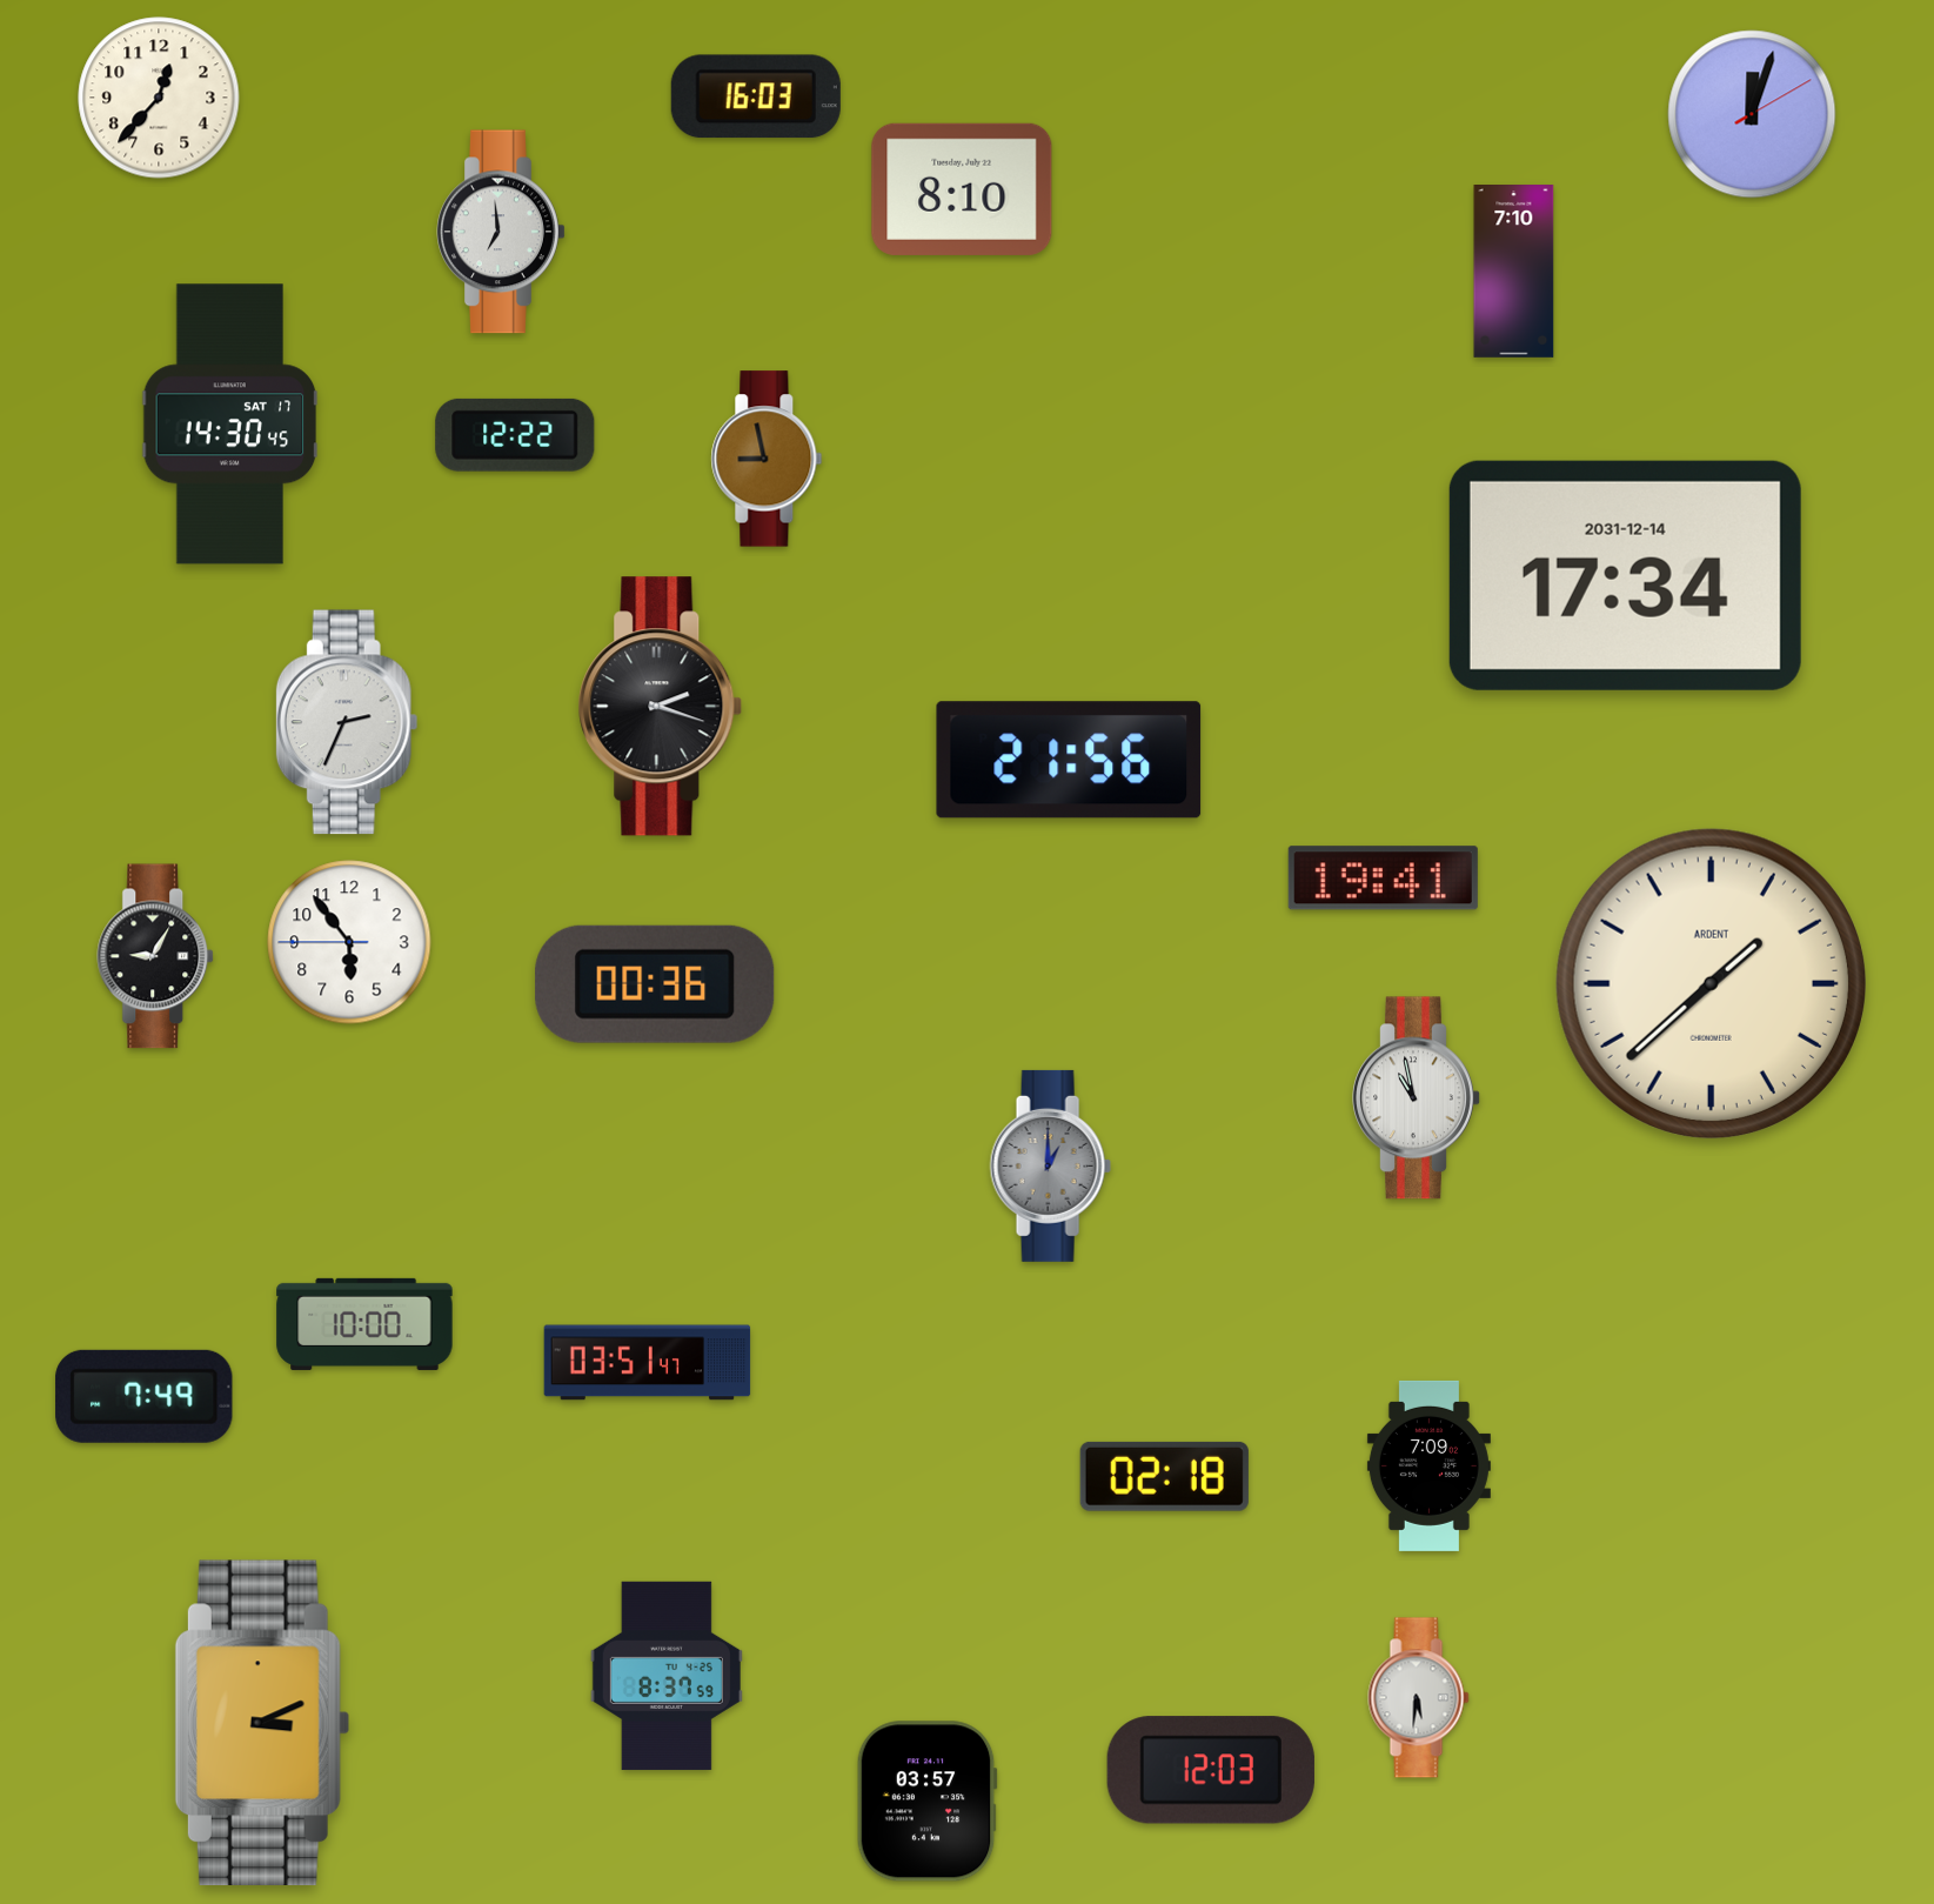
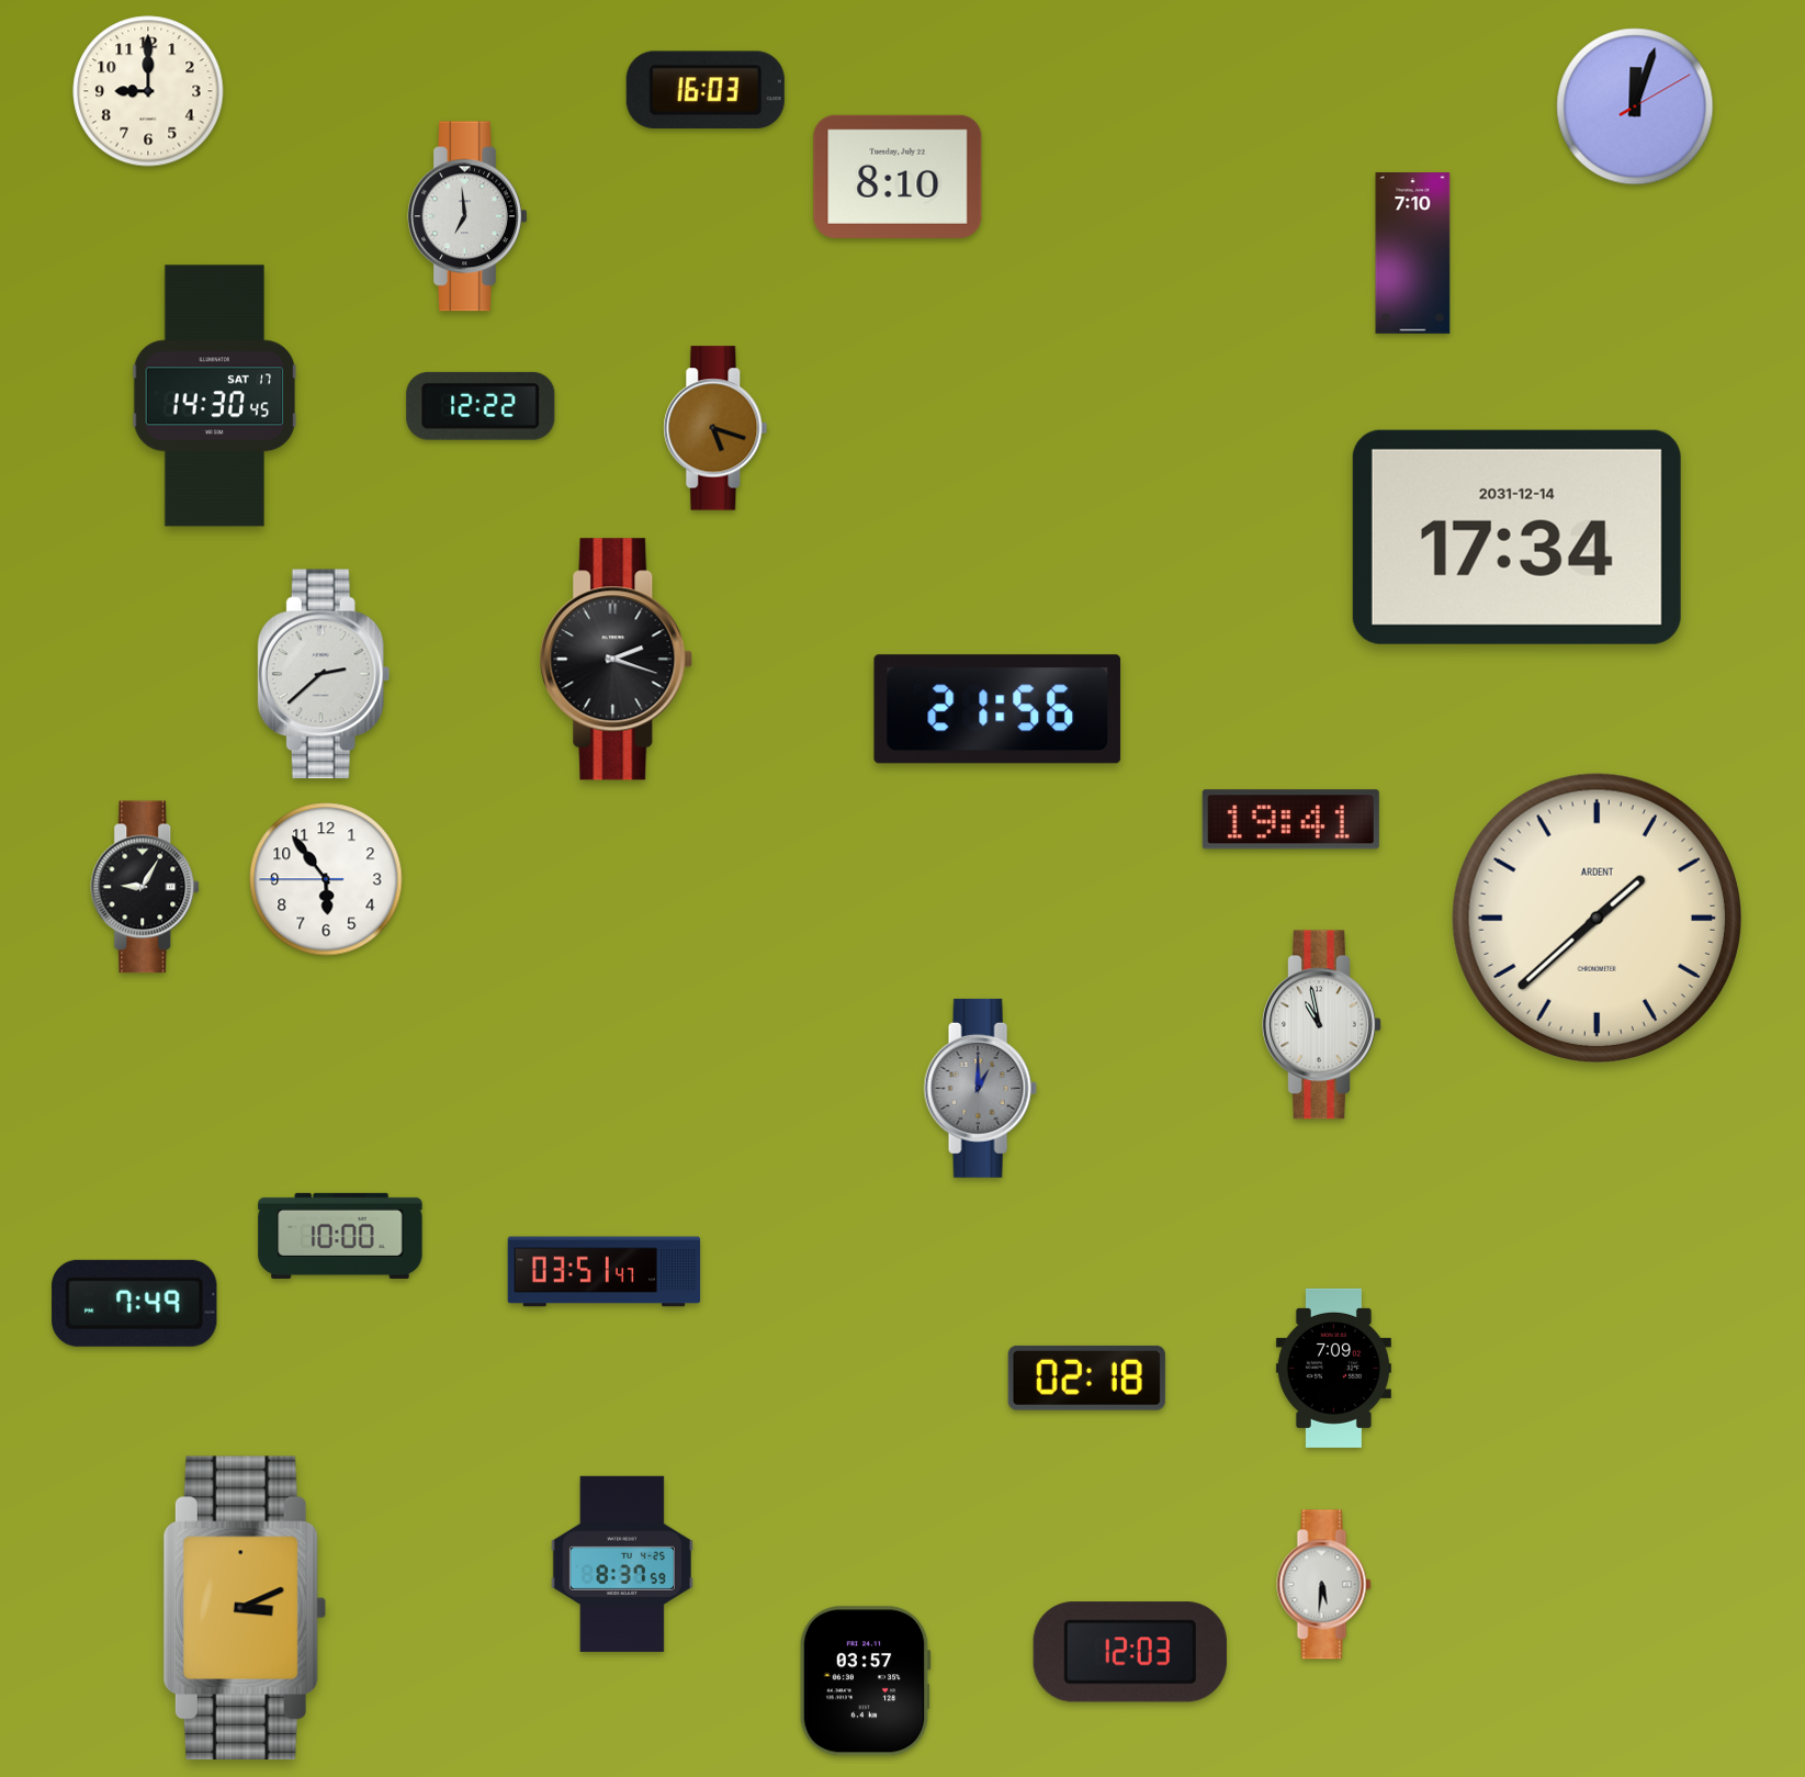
clock at (159, 98): 12:37 -> 9:00
clock at (767, 459): 8:58 -> 5:18
clock at (347, 722): 2:34 -> 2:38
clock at (156, 956) position: (156, 956) -> (146, 887)
clock at (655, 984): 00:36 -> none
